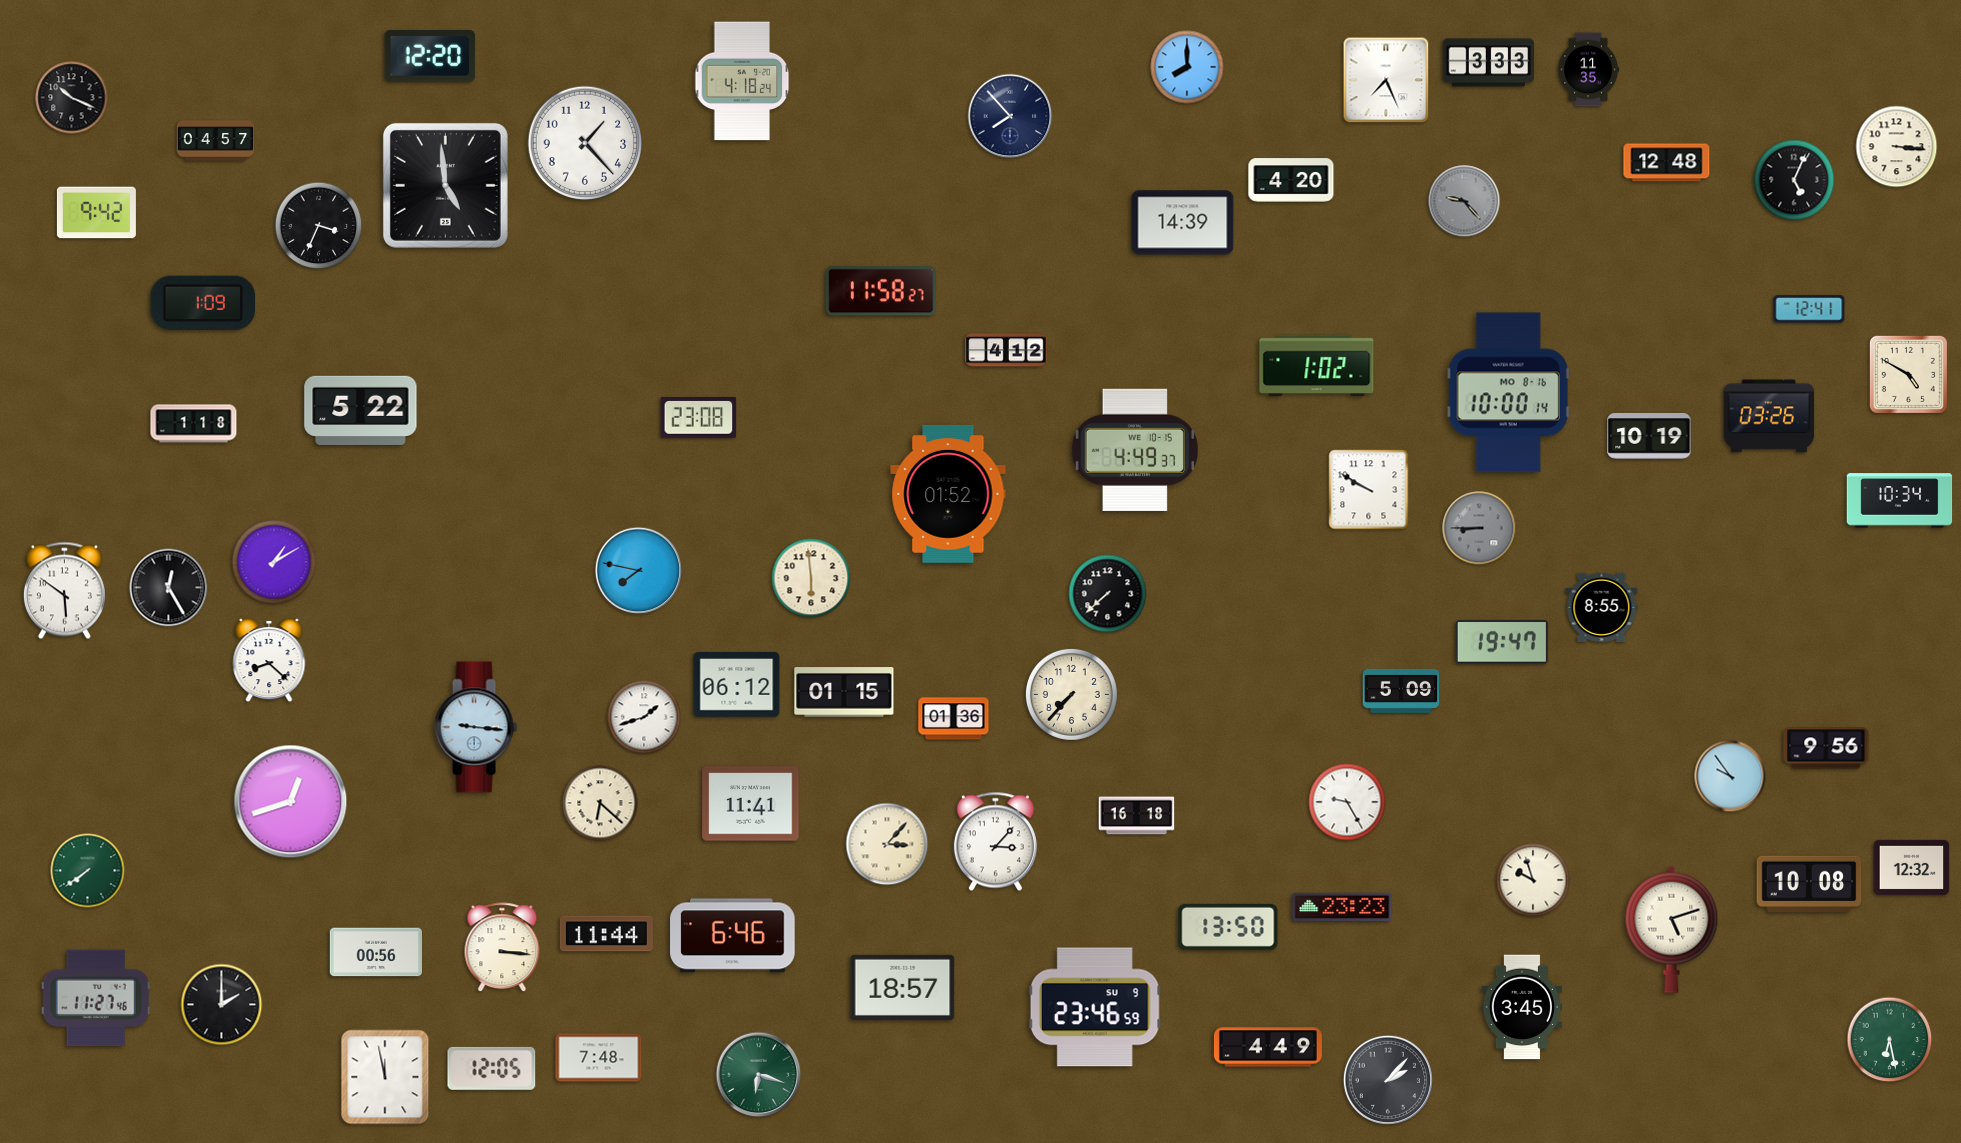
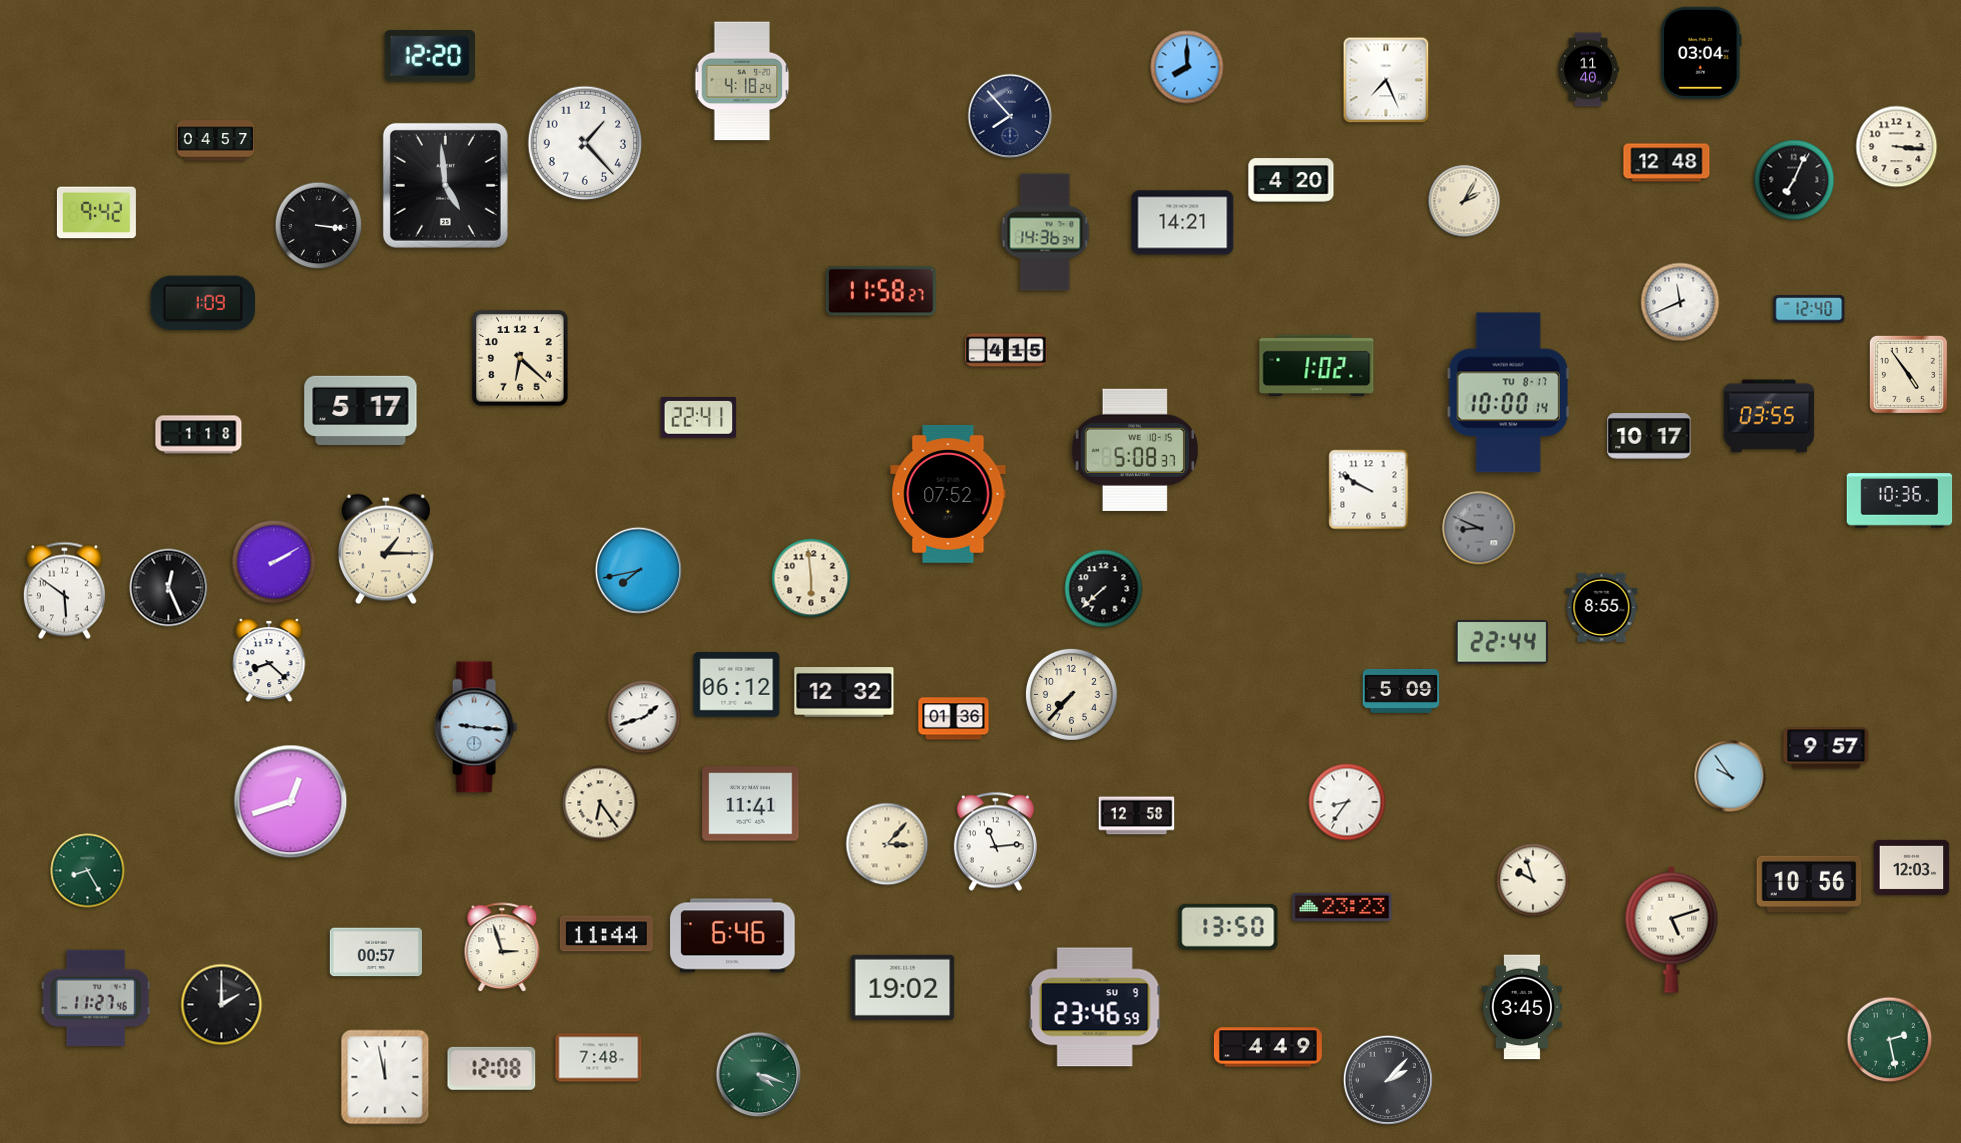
clock at (1701, 53): none -> 03:04
clock at (1489, 63): 3:33 -> none
clock at (1588, 70): 11:35 -> 11:40
clock at (72, 98): 10:19 -> none
clock at (1794, 180): 5:04 -> 7:04
clock at (1464, 201): 9:23 -> 2:05
clock at (1464, 201) dial: grey -> cream
clock at (1183, 223): 14:39 -> 14:21
clock at (319, 226): 3:34 -> 3:16
clock at (1045, 232): none -> 14:36
clock at (1680, 302): none -> 11:41
clock at (1809, 309): 12:41 -> 12:40
clock at (1006, 350): 4:12 -> 4:15
clock at (520, 358): none -> 6:22
clock at (1908, 374): 4:50 -> 4:54
clock at (1508, 393) date: MO 8-16 -> TU 8-17
clock at (361, 410): 5:22 -> 5:17
clock at (1769, 416): 03:26 -> 03:55
clock at (699, 418): 23:08 -> 22:41
clock at (194, 424) position: (194, 424) -> (199, 435)
clock at (1649, 436): 10:19 -> 10:17
clock at (1135, 450): 4:49 -> 5:08
clock at (948, 494): 01:52 -> 07:52
clock at (1900, 501): 10:34 -> 10:36
clock at (1479, 528): 8:45 -> 8:49
clock at (386, 549): none -> 1:15
clock at (274, 562): 1:10 -> 2:10
clock at (639, 571): 7:47 -> 7:43
clock at (169, 588): 12:25 -> 12:26
clock at (1108, 594) position: (1108, 594) -> (1104, 589)
clock at (1502, 642): 19:47 -> 22:44
clock at (844, 692): 01:15 -> 12:32
clock at (1826, 748): 9:56 -> 9:57
clock at (1347, 802): 9:25 -> 8:36
clock at (600, 803): 6:22 -> 6:24
clock at (1137, 816): 16:18 -> 12:58
clock at (995, 842): 3:07 -> 11:14
clock at (1912, 867): 12:32 -> 12:03
clock at (88, 871): 7:39 -> 8:25
clock at (1809, 884): 10:08 -> 10:56
clock at (502, 948): 3:16 -> 2:57
clock at (376, 952): 00:56 -> 00:57
clock at (903, 987): 18:57 -> 19:02
clock at (1890, 1040): 6:28 -> 2:28
clock at (492, 1068): 12:05 -> 12:08
clock at (759, 1075): 6:18 -> 4:18
